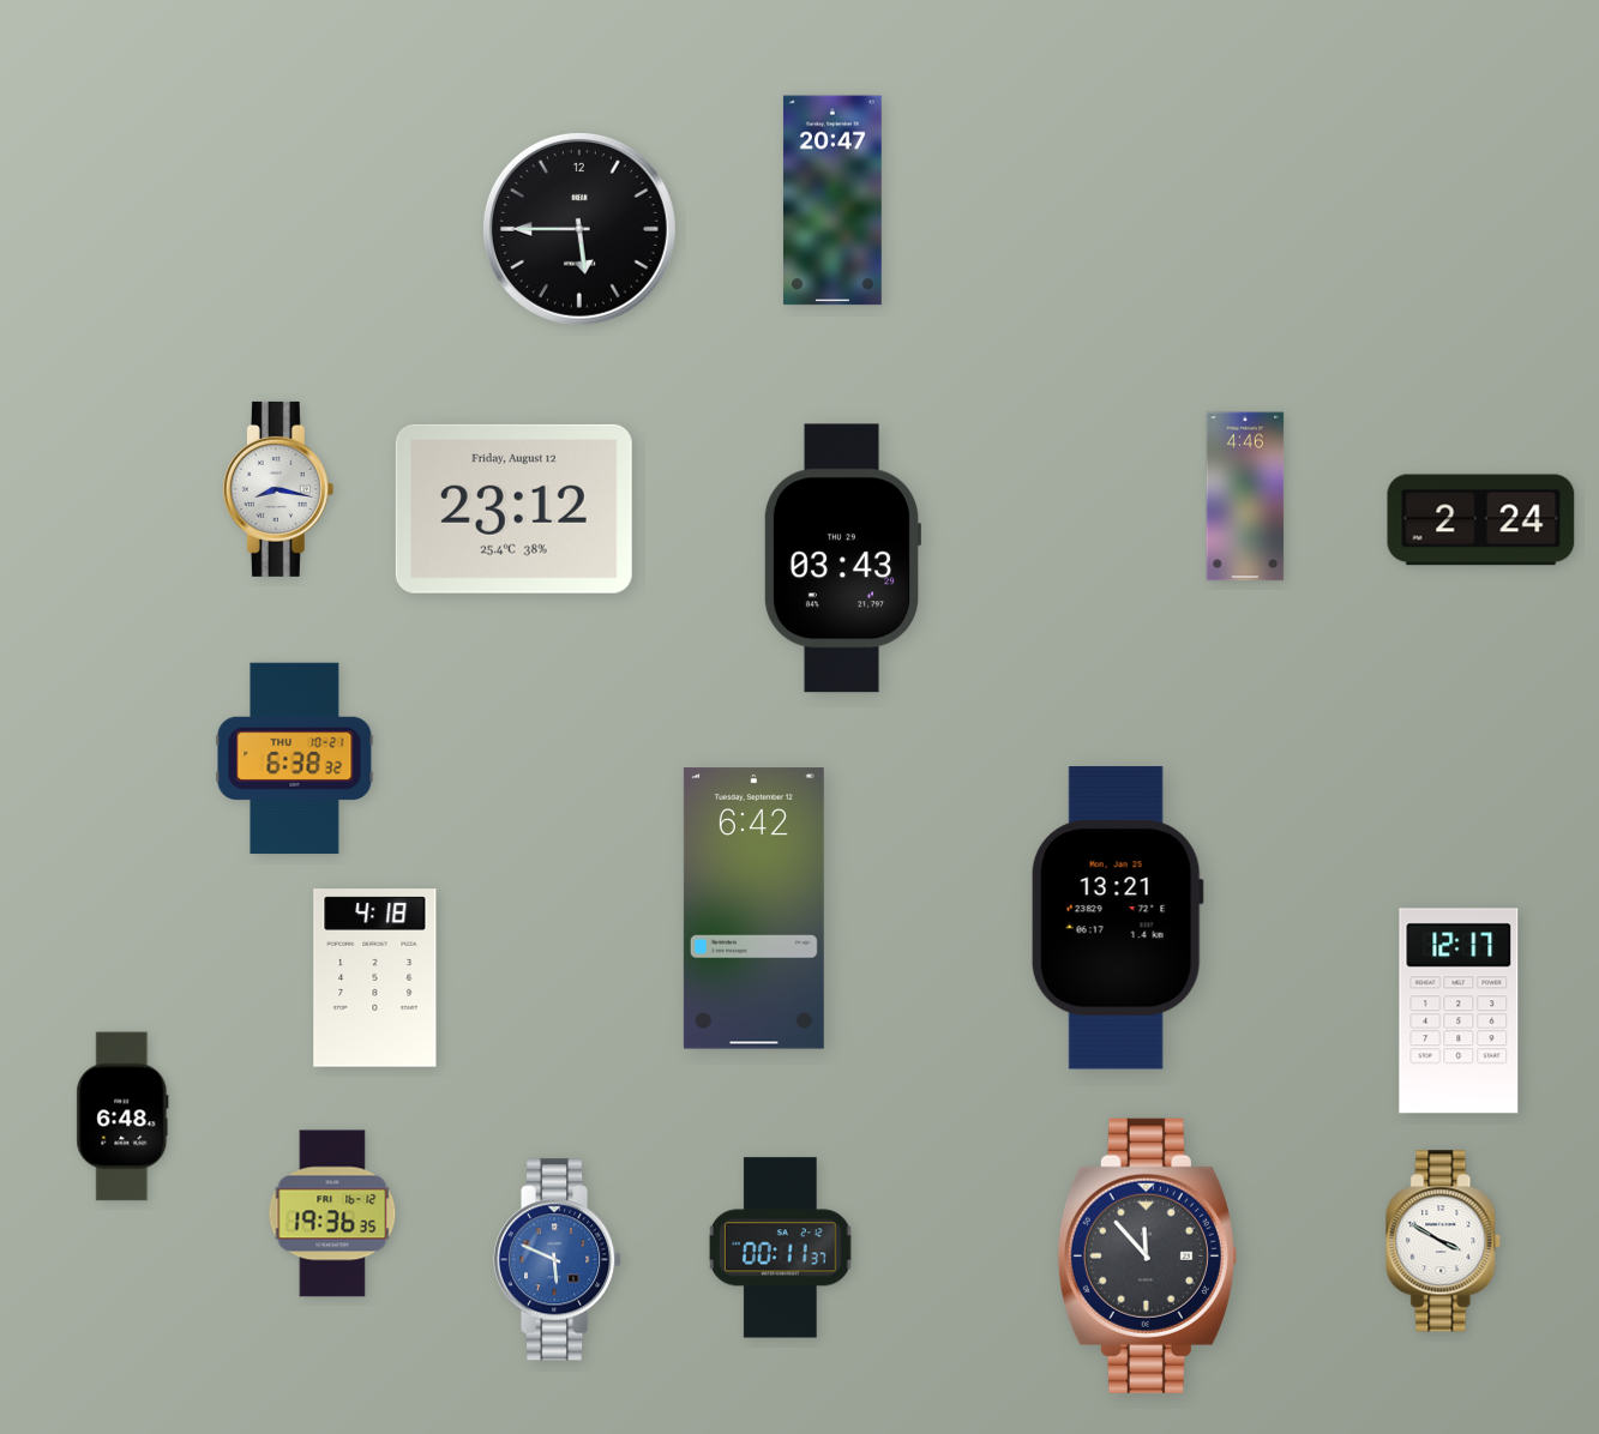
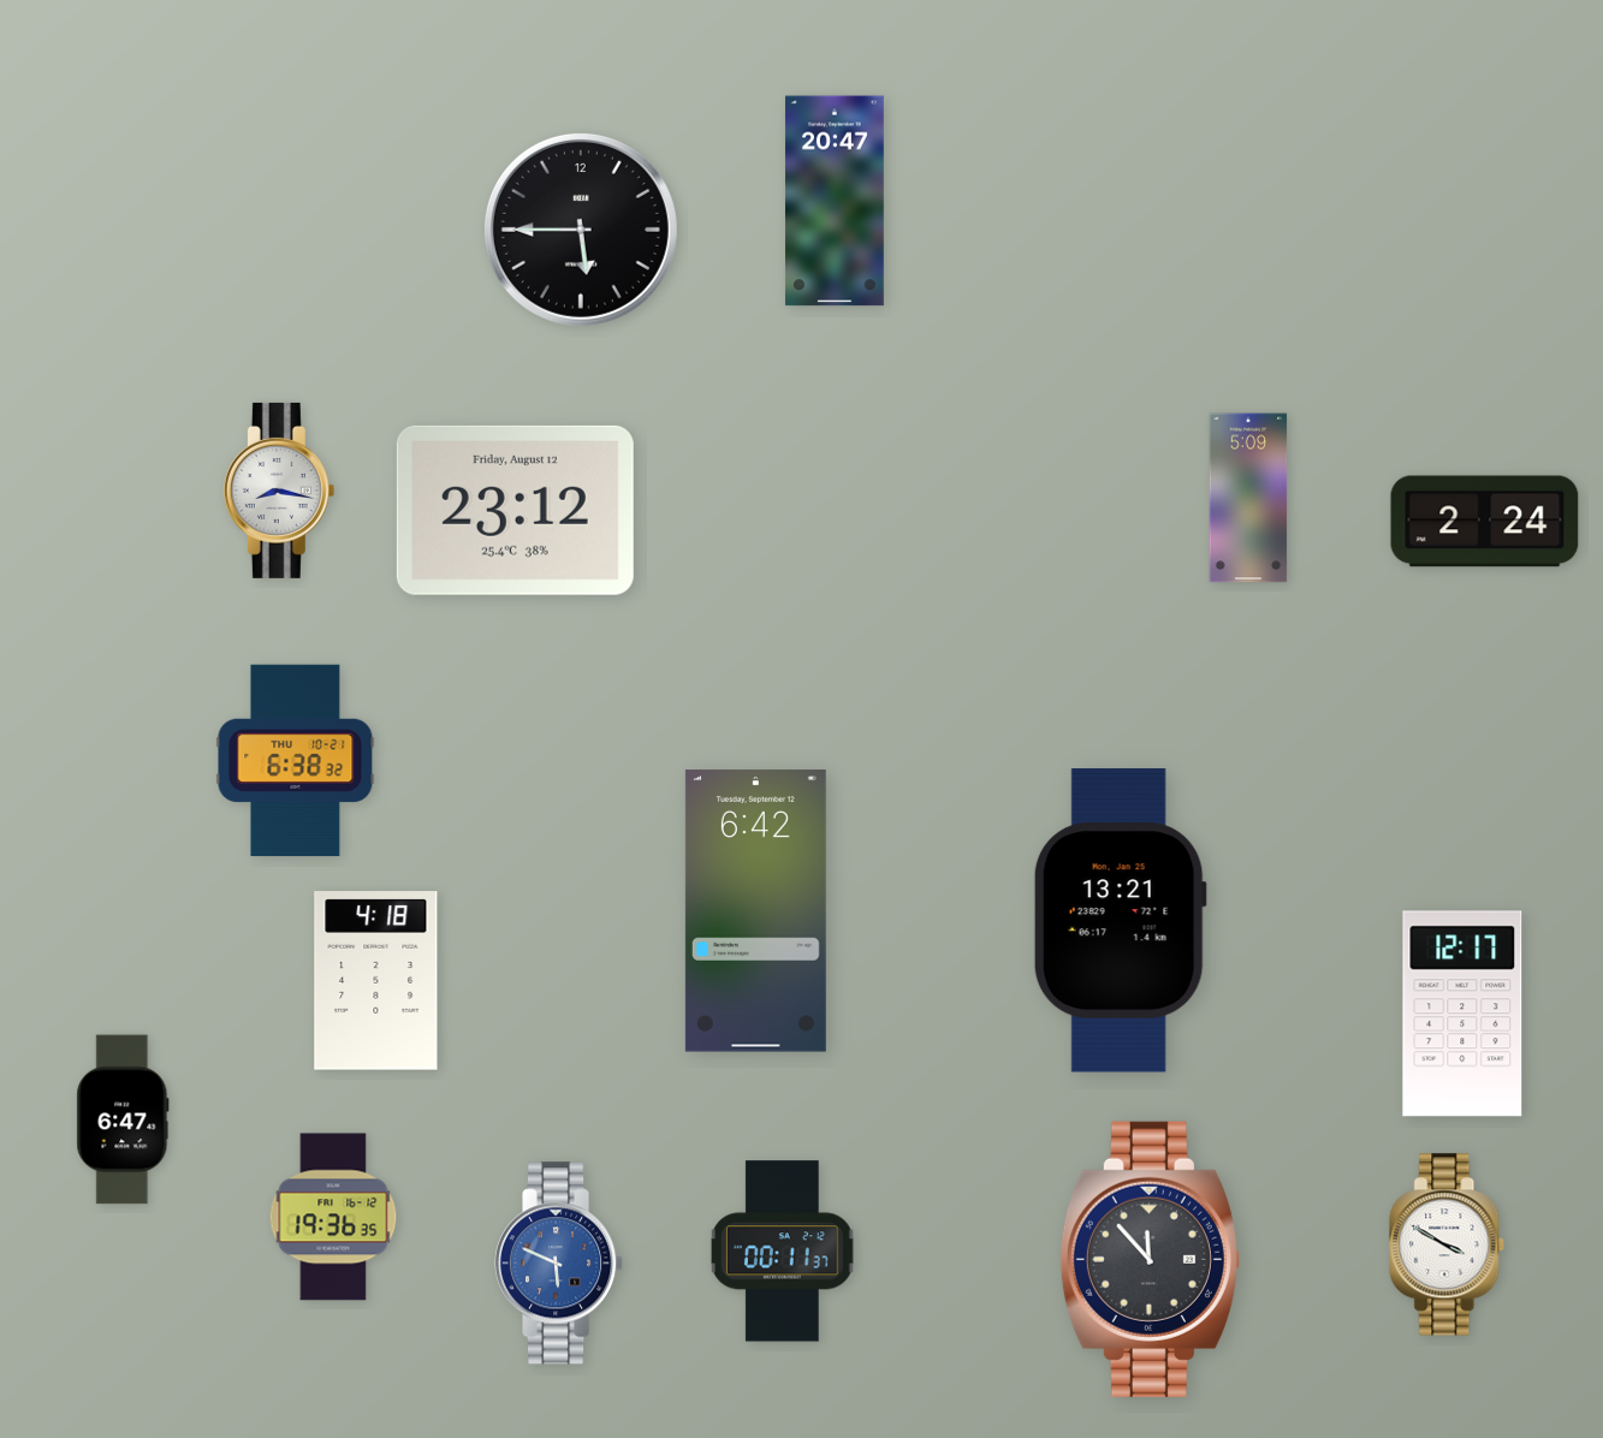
clock at (1245, 496): 4:46 -> 5:09
clock at (841, 559): 03:43 -> none
clock at (122, 1116): 6:48 -> 6:47
